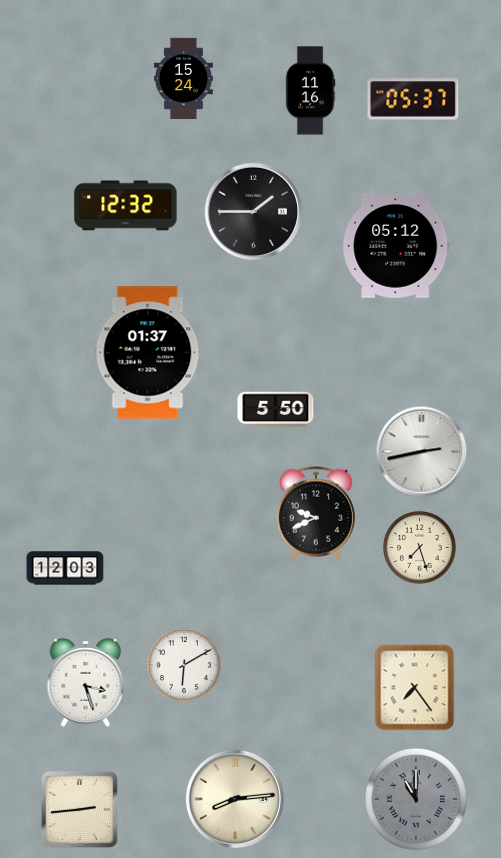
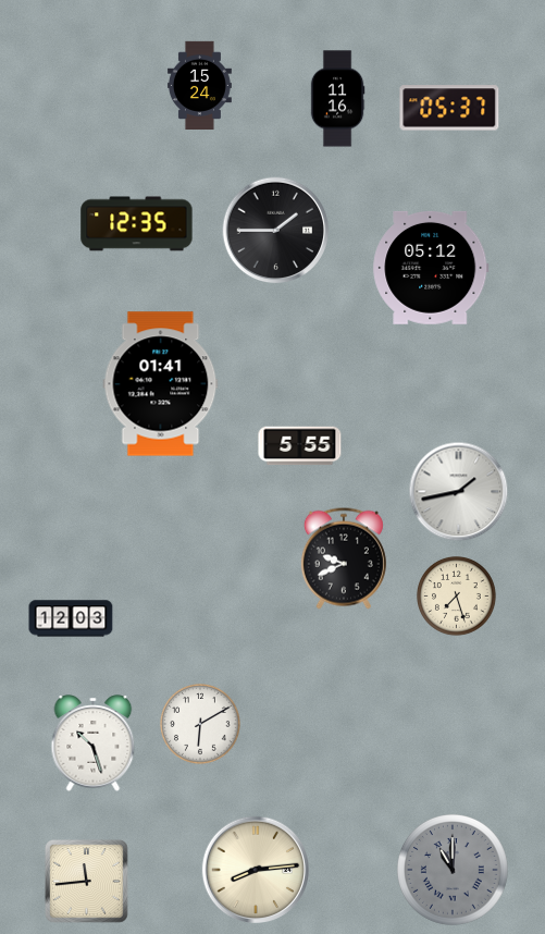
clock at (126, 206): 12:32 -> 12:35
clock at (148, 353): 01:37 -> 01:41
clock at (276, 410): 5:50 -> 5:55
clock at (422, 452): 2:43 -> 1:43
clock at (86, 683): 3:27 -> 10:27
clock at (415, 688): 7:24 -> none
clock at (79, 809): 2:44 -> 11:44
